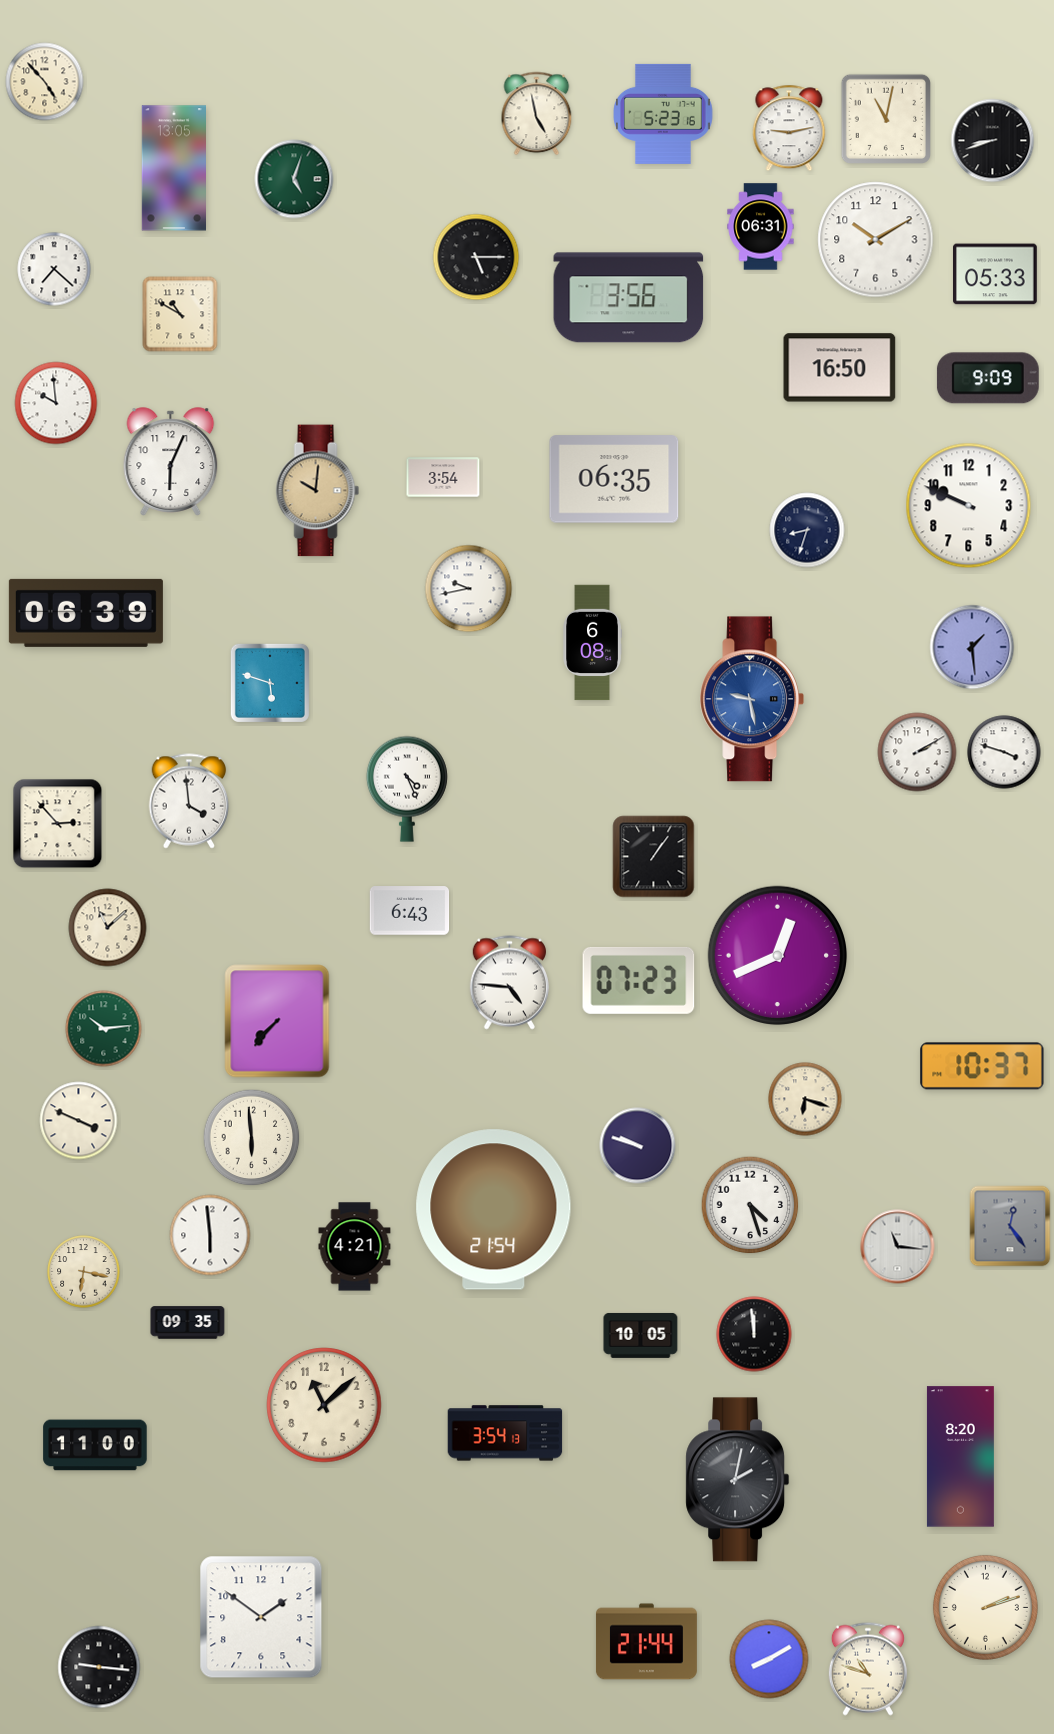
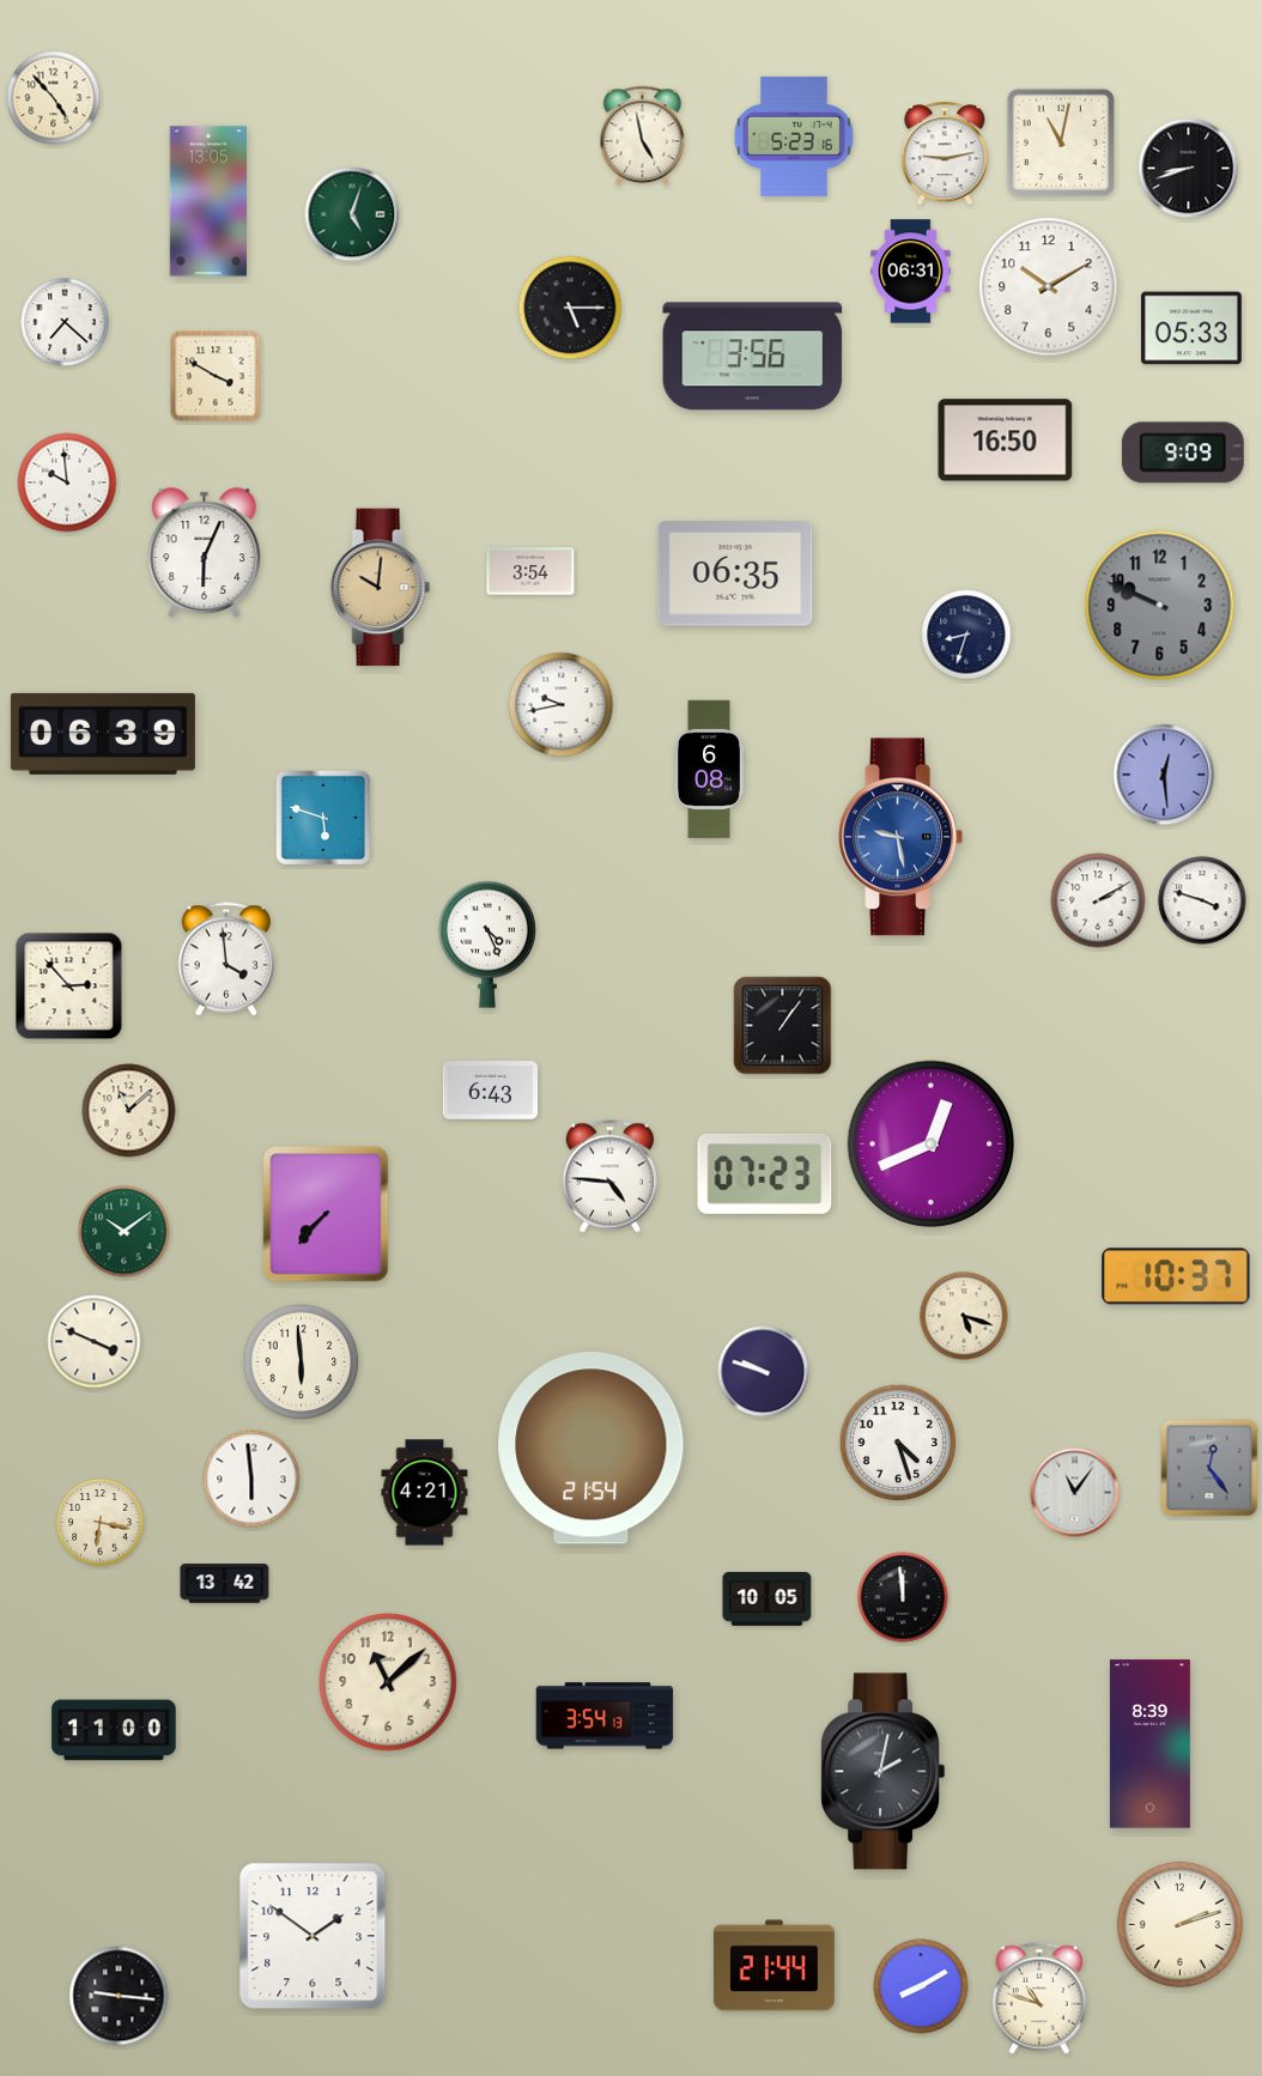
clock at (180, 314): 10:50 -> 3:50
clock at (969, 506) dial: white -> grey
clock at (972, 647): 1:29 -> 12:29
clock at (277, 1021) position: (277, 1021) -> (326, 1214)
clock at (104, 1029): 10:14 -> 10:09
clock at (805, 1099): 6:18 -> 5:18
clock at (898, 1247): 11:16 -> 11:06
clock at (188, 1323): 09:35 -> 13:42
clock at (960, 1457): 8:20 -> 8:39
